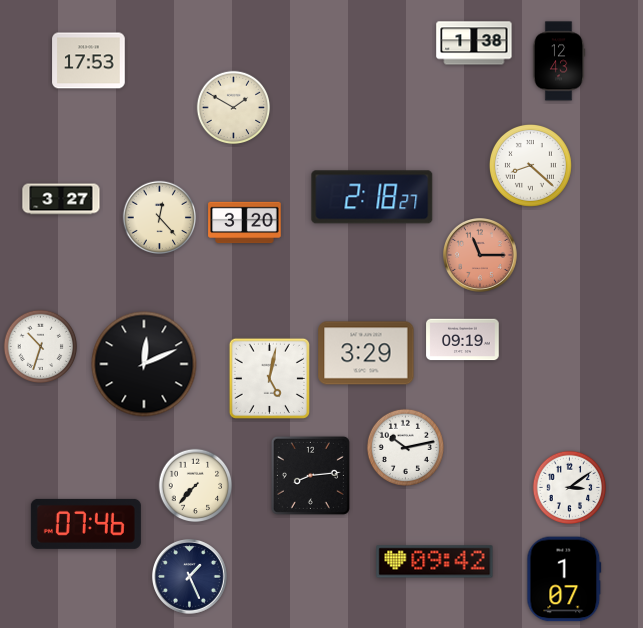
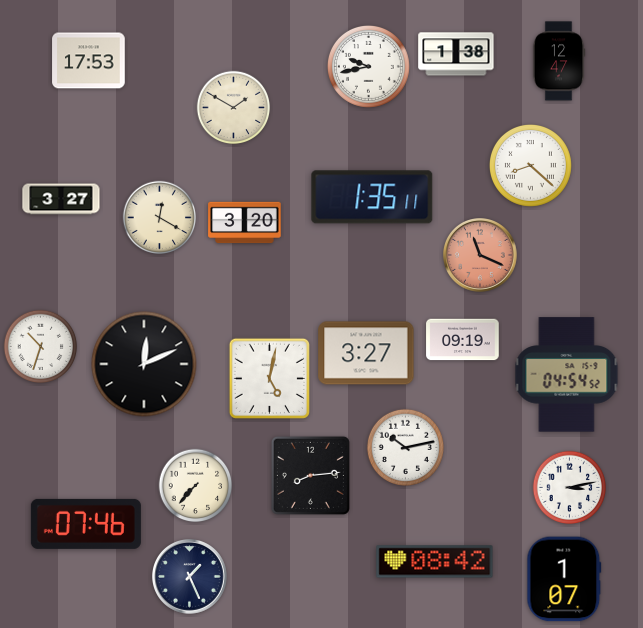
clock at (474, 43) position: (474, 43) -> (456, 54)
clock at (559, 61): 12:43 -> 12:47
clock at (368, 66): none -> 9:43
clock at (372, 197): 2:18 -> 1:35
clock at (160, 218): 12:23 -> 12:20
clock at (481, 256): 11:15 -> 11:19
clock at (366, 353): 3:29 -> 3:27
clock at (567, 375): none -> 04:54
clock at (570, 488): 3:09 -> 3:13
clock at (435, 562): 09:42 -> 08:42
